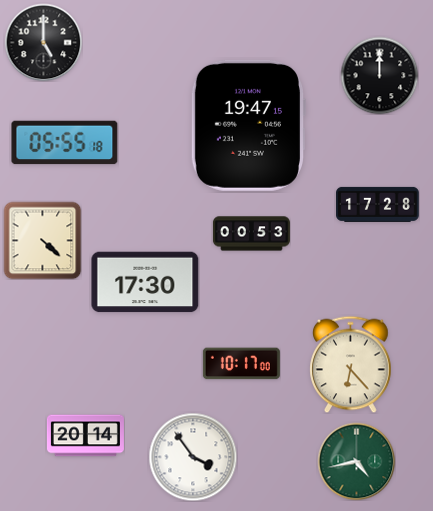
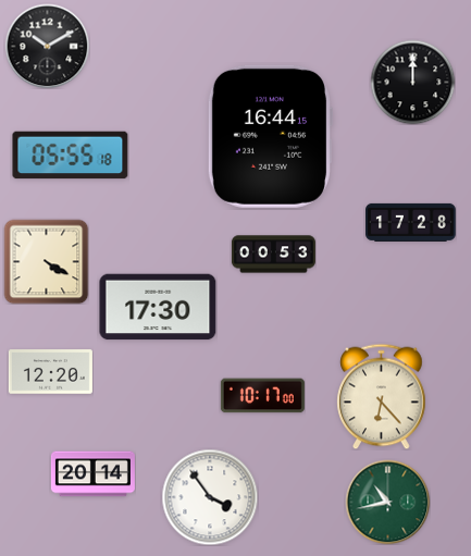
clock at (43, 42): 5:00 -> 10:10
clock at (247, 125): 19:47 -> 16:44
clock at (42, 240): 4:22 -> 4:20
clock at (50, 372): none -> 12:20
clock at (356, 461): 4:43 -> 10:43
